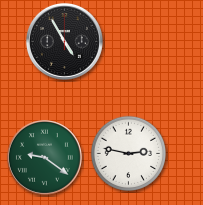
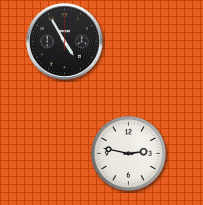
clock at (44, 157): 9:21 -> none
